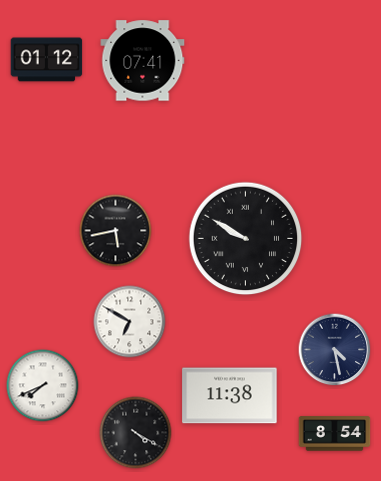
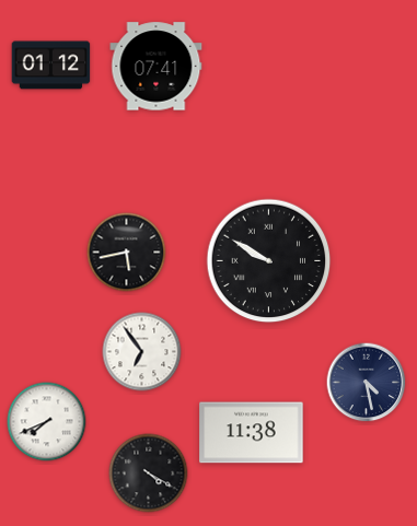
clock at (130, 322): 6:50 -> 6:54
clock at (335, 434): 8:54 -> none
